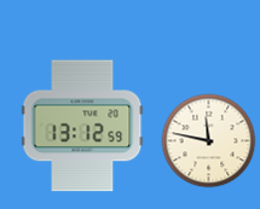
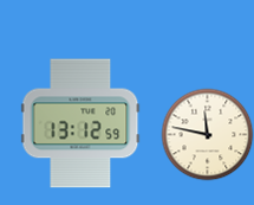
clock at (208, 140) position: (208, 140) -> (207, 134)
